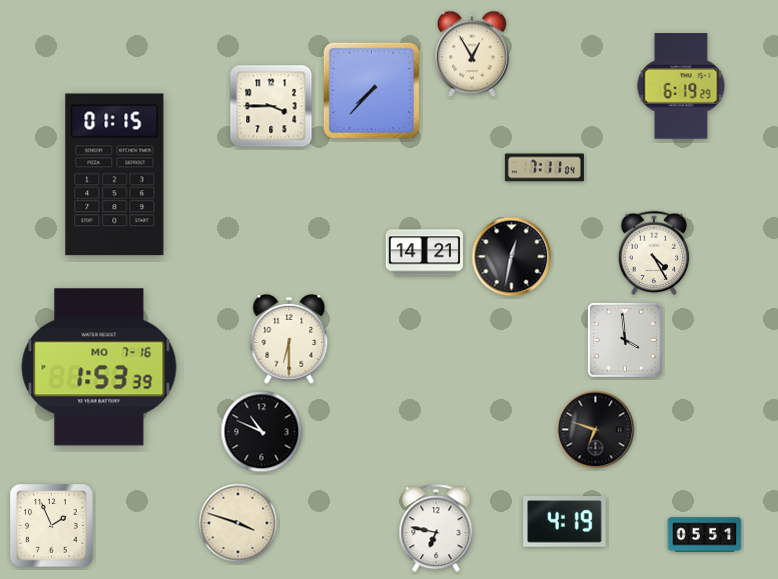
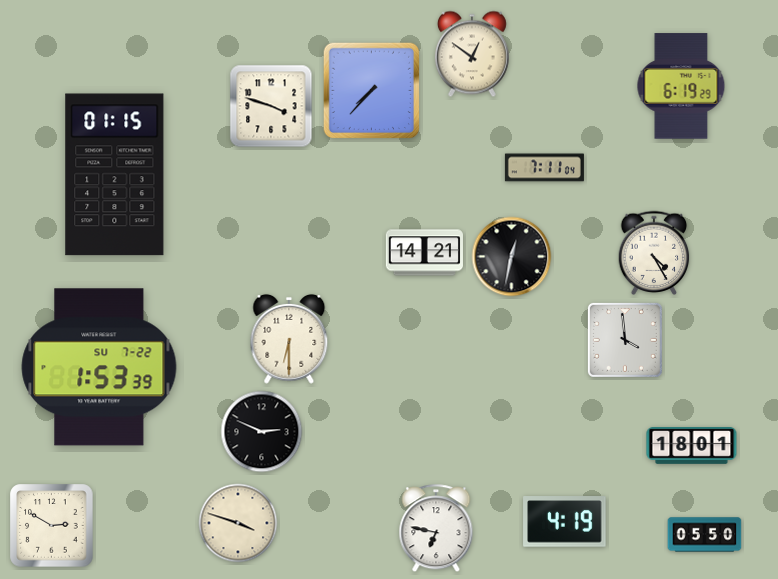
clock at (472, 54): 12:55 -> 12:51
clock at (271, 106): 3:45 -> 3:48
clock at (99, 367) date: MO 7-16 -> SU 7-22
clock at (596, 430): 6:48 -> none
clock at (262, 432): 10:49 -> 2:49
clock at (692, 446): none -> 18:01
clock at (52, 526): 1:56 -> 2:50
clock at (705, 535): 05:51 -> 05:50
